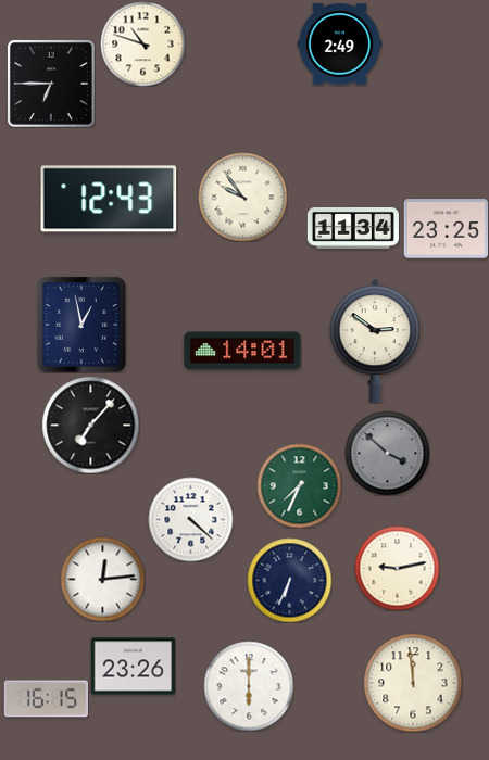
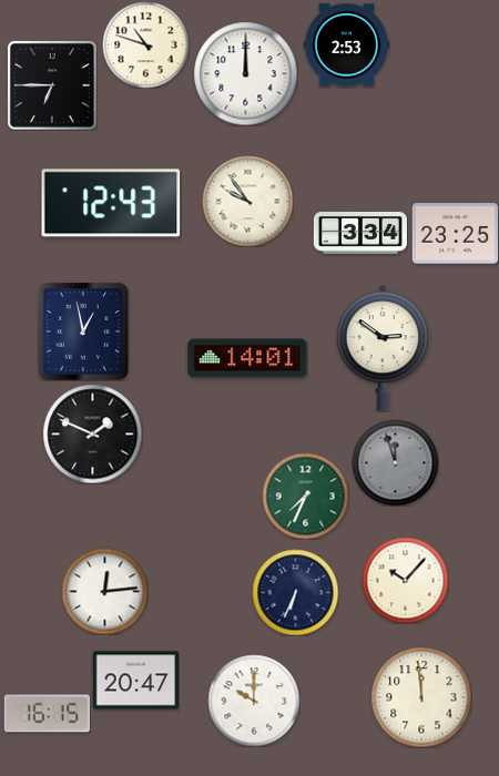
clock at (339, 45): 2:49 -> 2:53
clock at (245, 73): none -> 12:00
clock at (353, 229): 11:34 -> 3:34
clock at (90, 425): 7:07 -> 1:49
clock at (387, 453): 3:52 -> 11:57
clock at (190, 519): 4:22 -> none
clock at (397, 568): 9:13 -> 10:07
clock at (133, 667): 23:26 -> 20:47
clock at (249, 686): 6:00 -> 10:00
